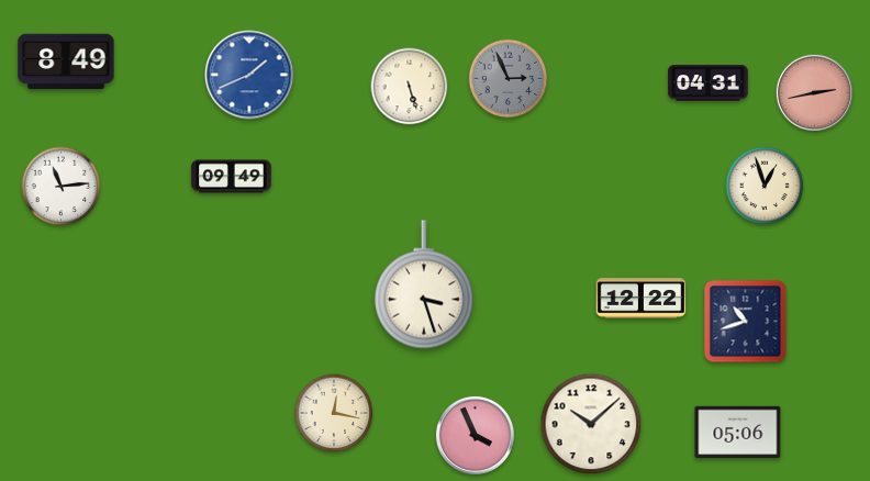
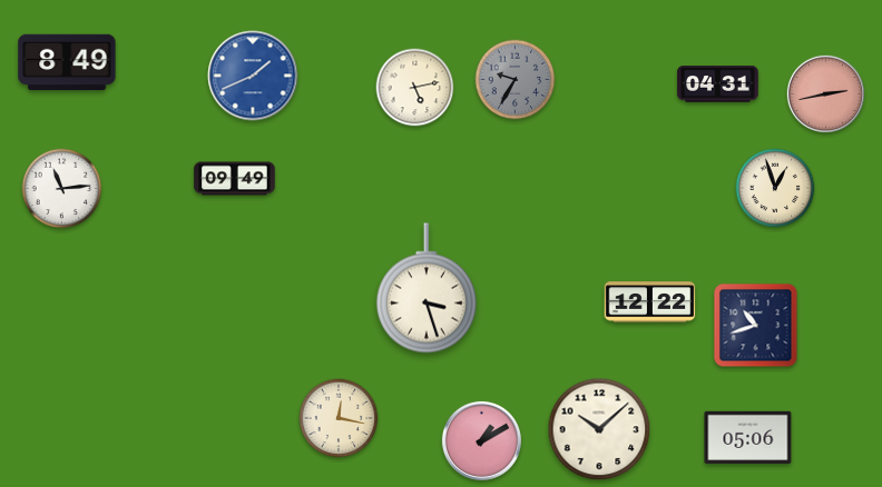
clock at (509, 79): 2:56 -> 9:35
clock at (410, 87): 5:27 -> 5:13
clock at (424, 284) position: (424, 284) -> (427, 288)
clock at (475, 435): 3:56 -> 1:10
